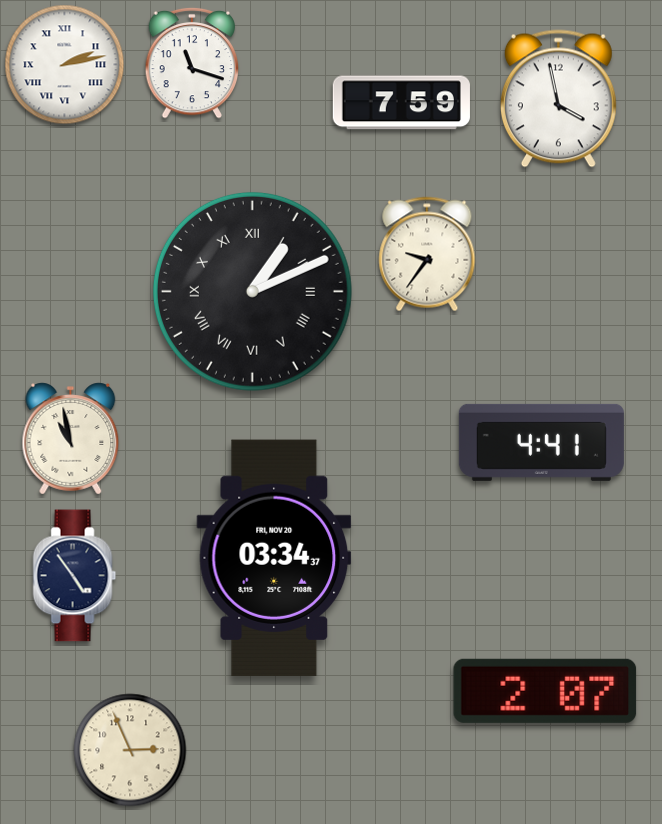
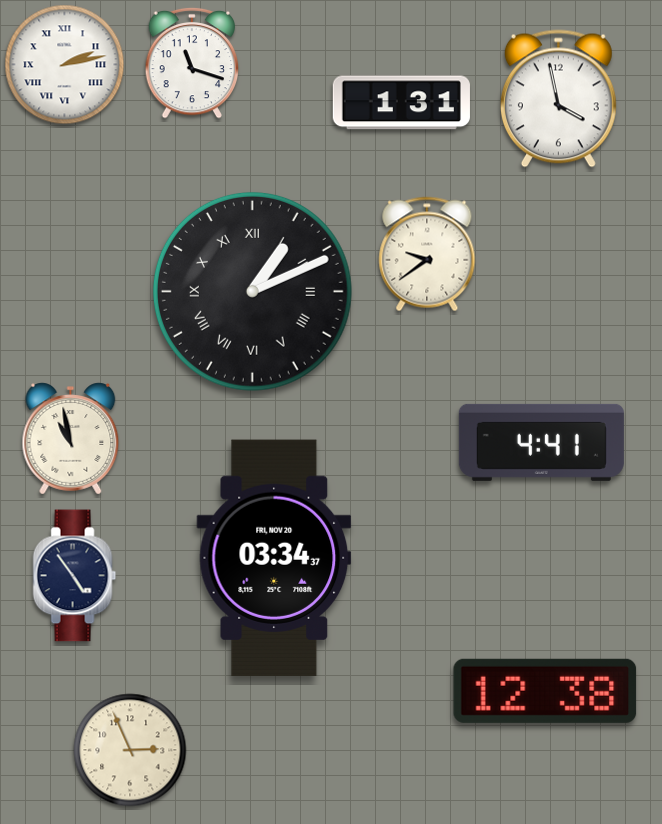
clock at (401, 103): 7:59 -> 1:31
clock at (427, 254): 9:36 -> 9:39
clock at (545, 691): 2:07 -> 12:38
